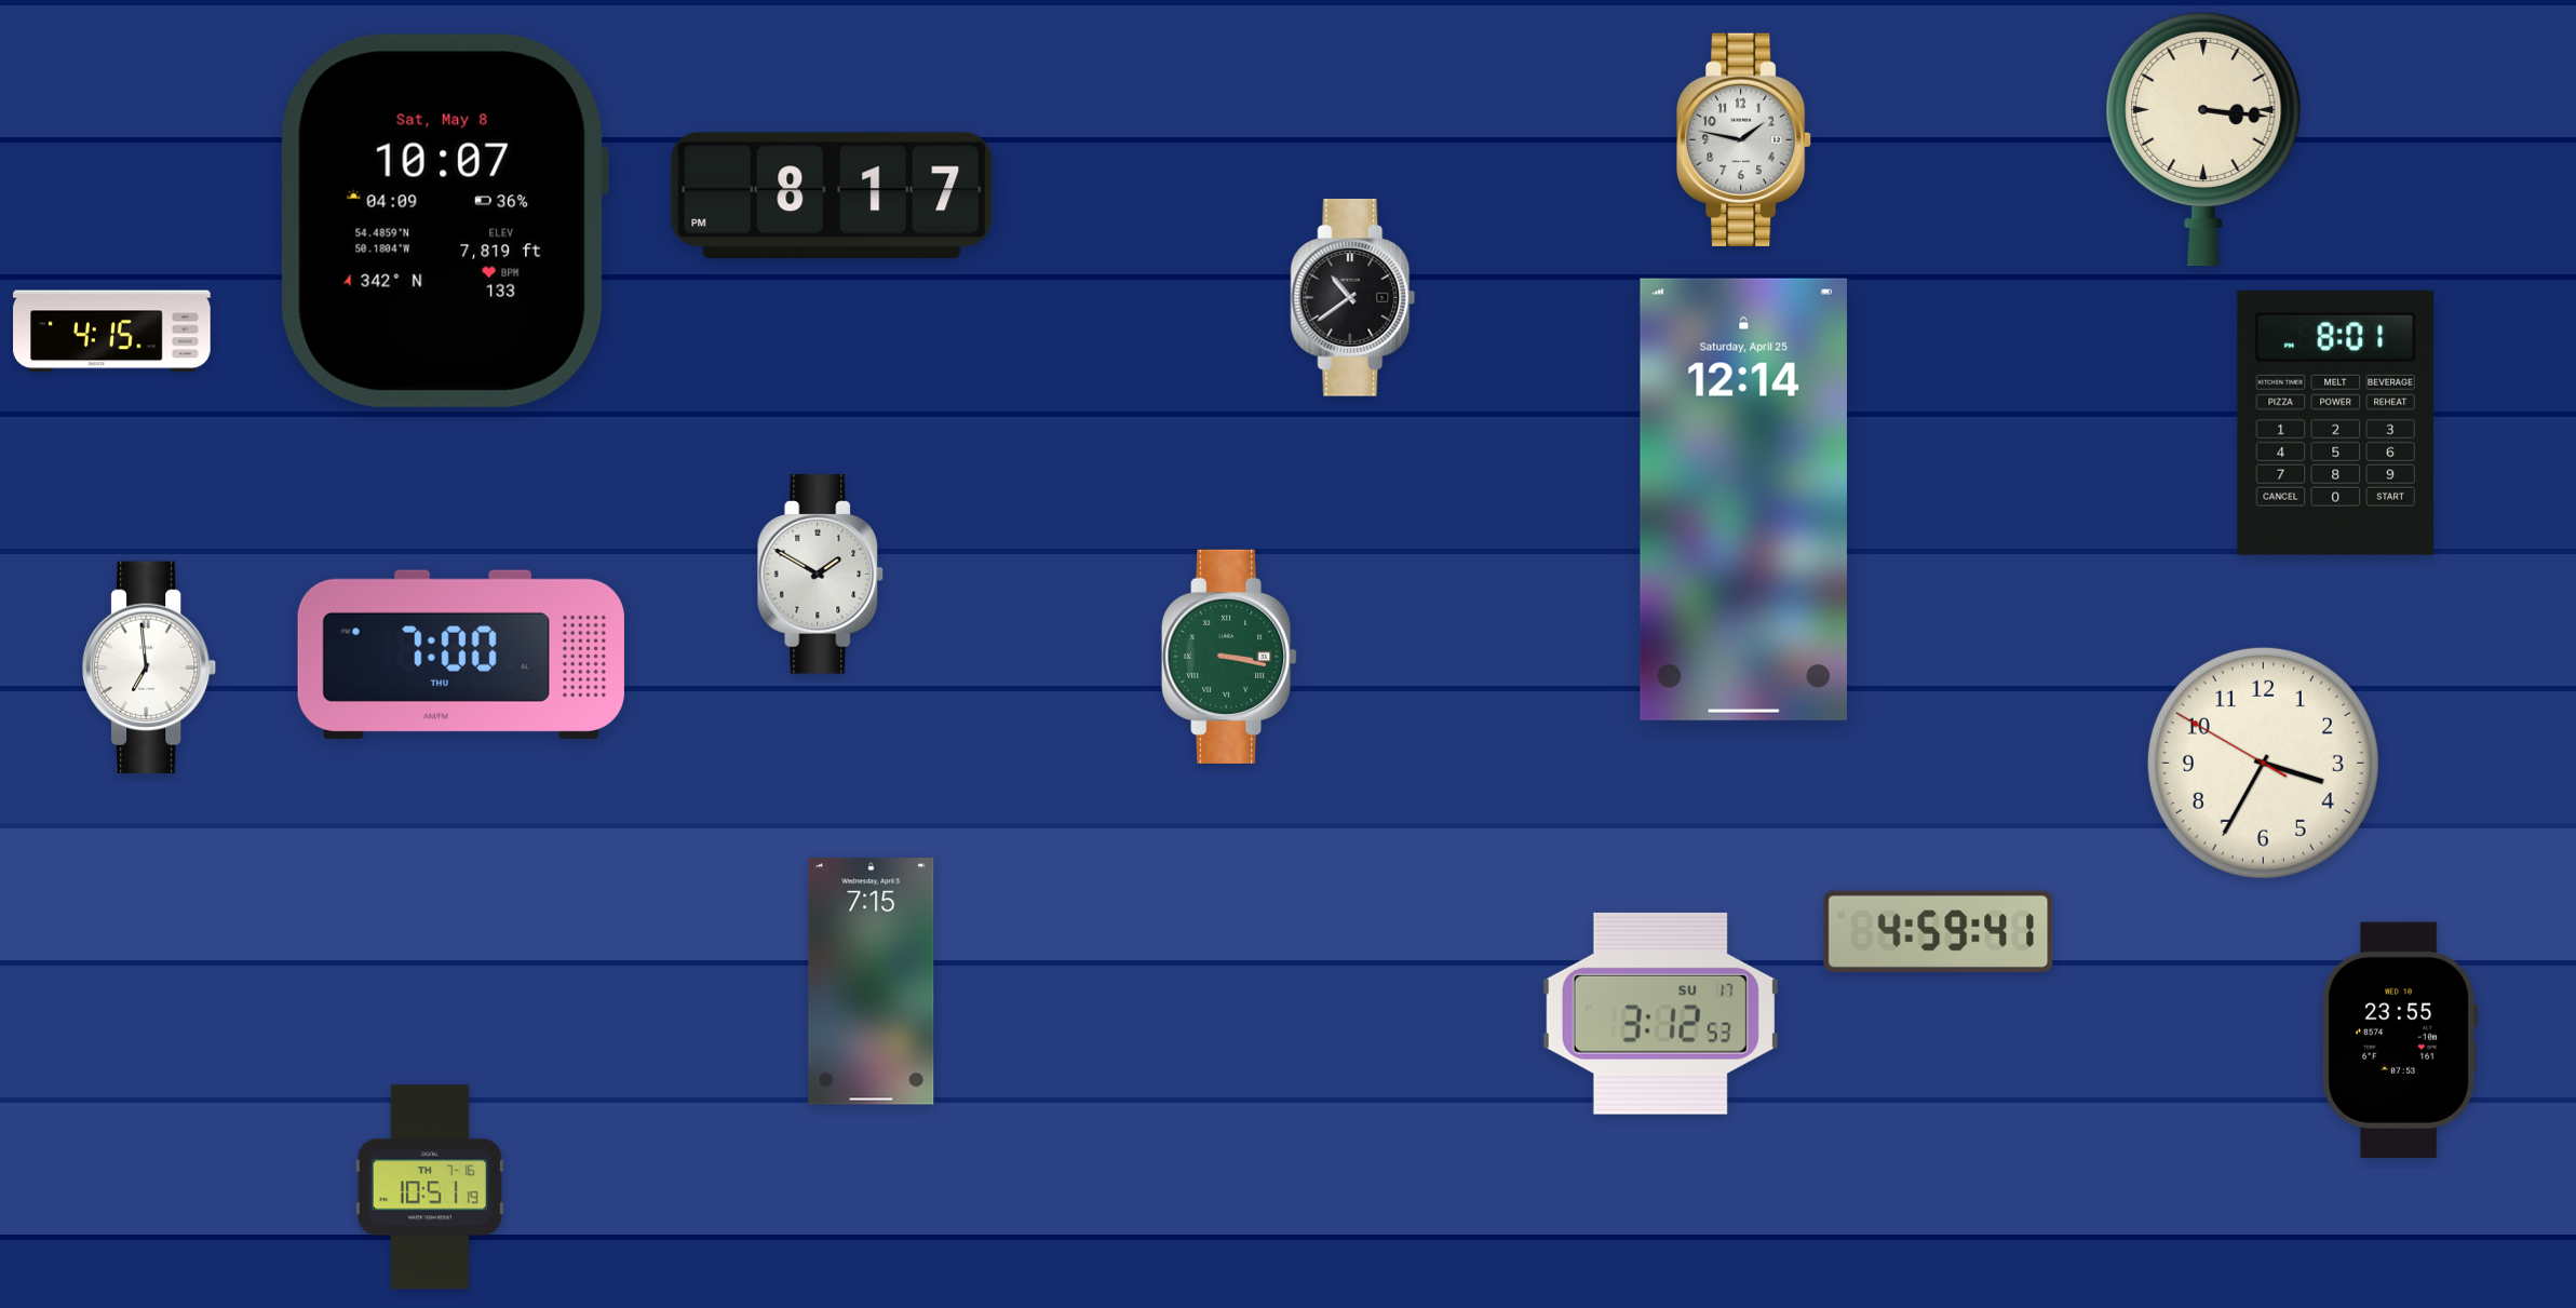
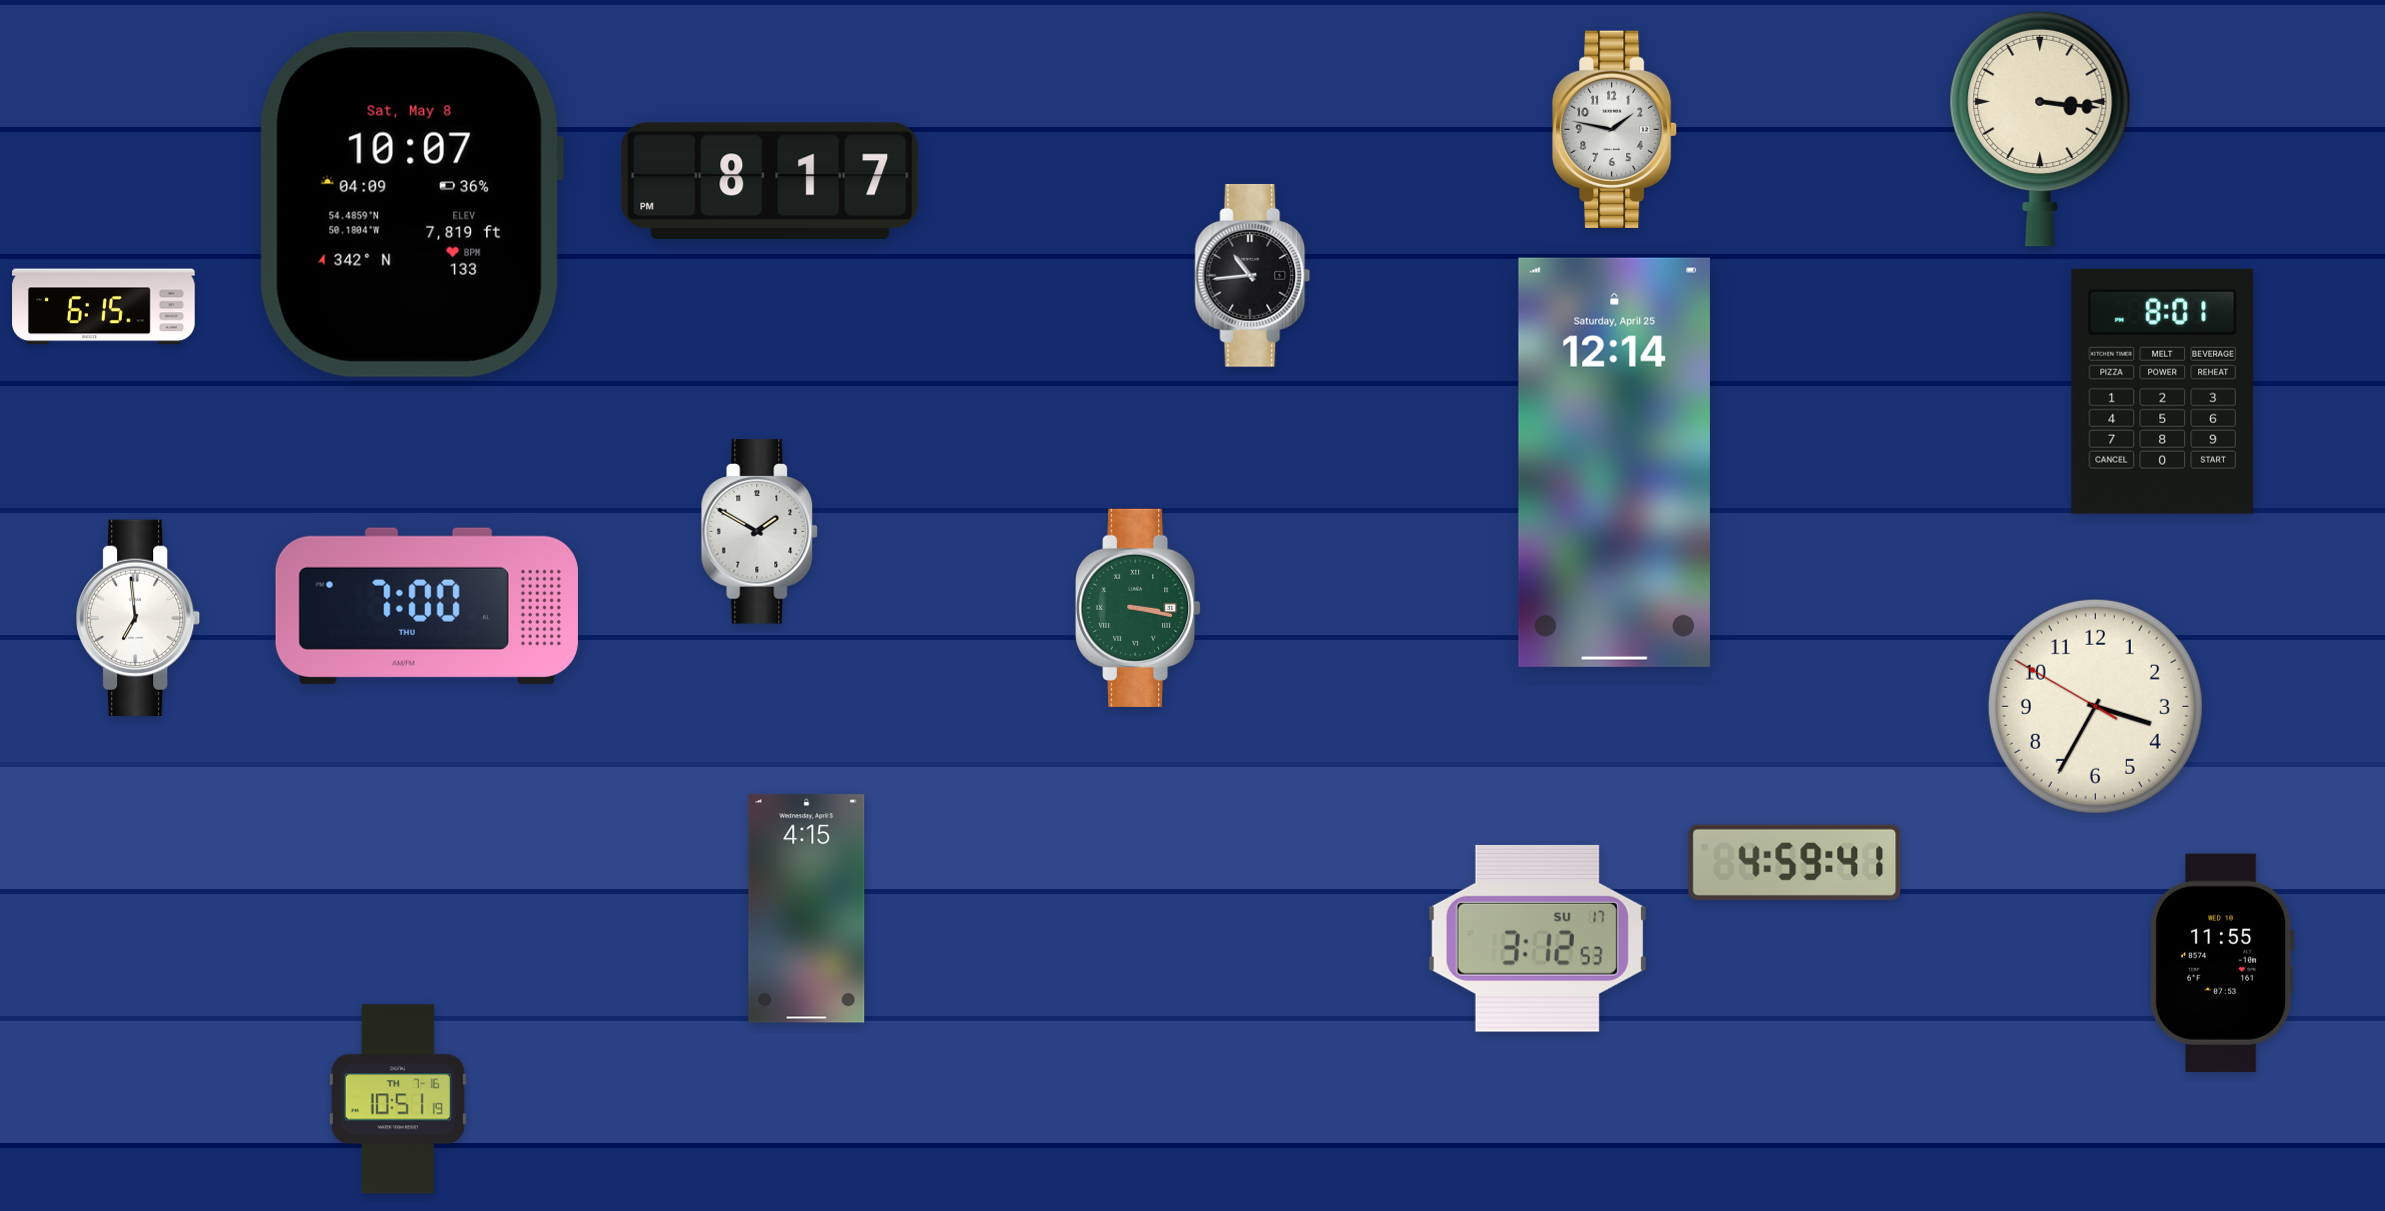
clock at (1353, 298): 10:39 -> 10:44
clock at (112, 332): 4:15 -> 6:15
clock at (872, 982): 7:15 -> 4:15
clock at (2400, 1040): 23:55 -> 11:55
